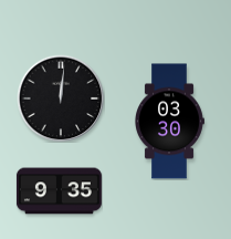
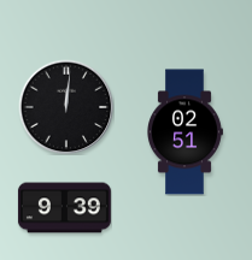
clock at (170, 122): 03:30 -> 02:51
clock at (59, 191): 9:35 -> 9:39
